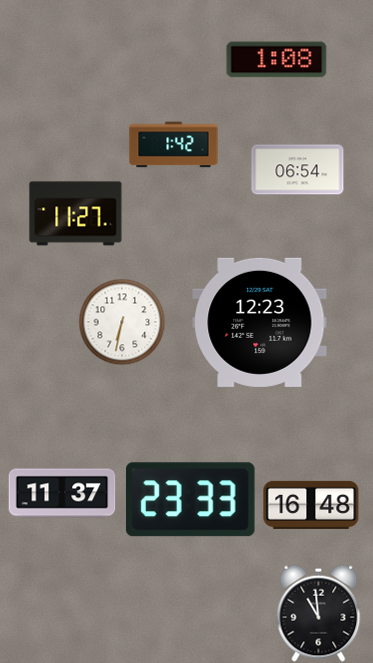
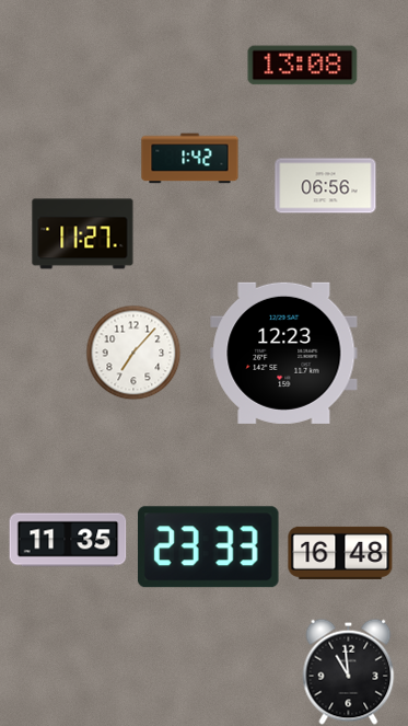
clock at (277, 60): 1:08 -> 13:08
clock at (298, 170): 06:54 -> 06:56
clock at (122, 322): 6:32 -> 7:07
clock at (62, 493): 11:37 -> 11:35
